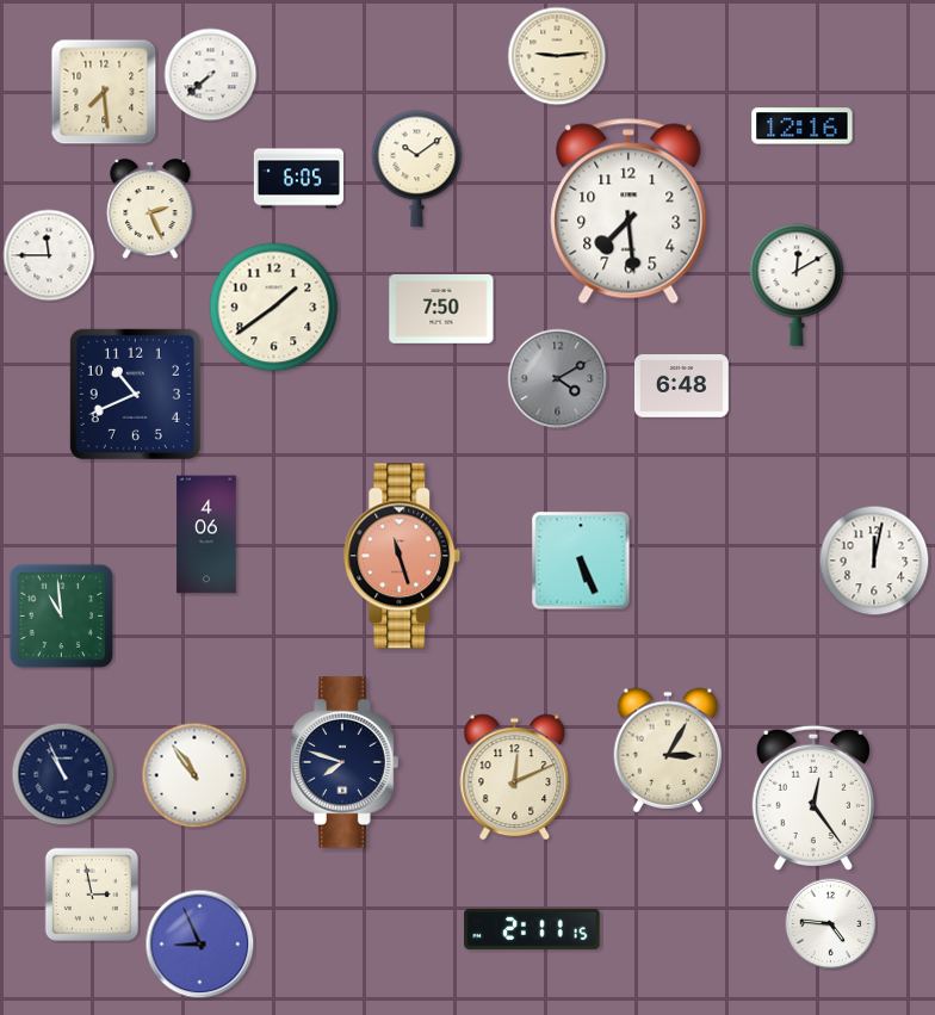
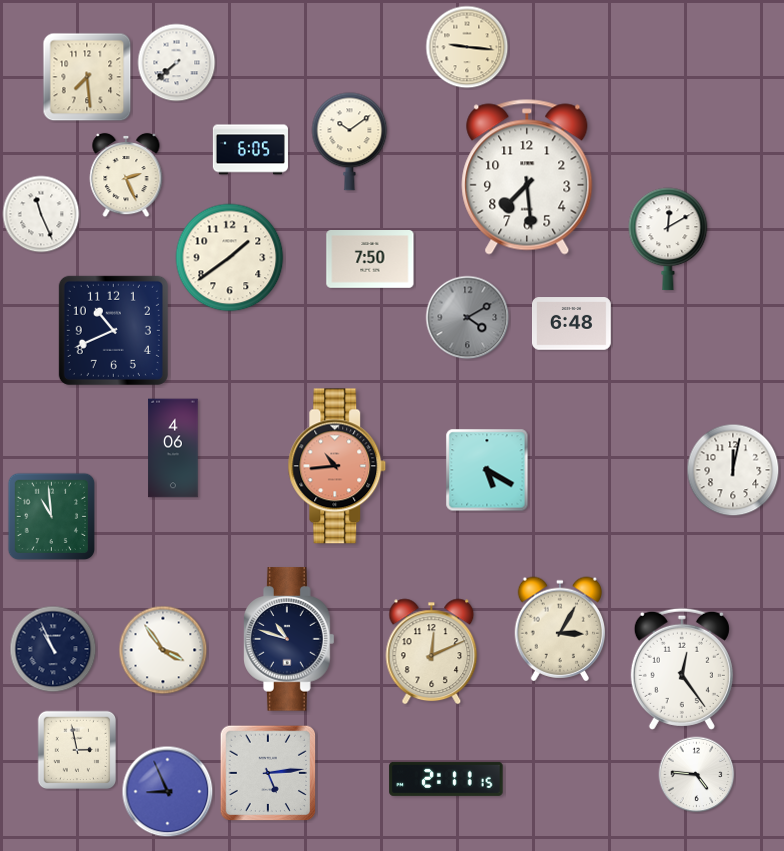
clock at (557, 56): 9:14 -> 9:16
clock at (803, 126): 12:16 -> none
clock at (49, 255): 11:45 -> 11:26
clock at (402, 556): 11:27 -> 10:44
clock at (581, 561): 5:26 -> 5:20
clock at (345, 762): 7:48 -> 10:48
clock at (194, 775): 10:54 -> 3:54
clock at (268, 773): none -> 5:14
